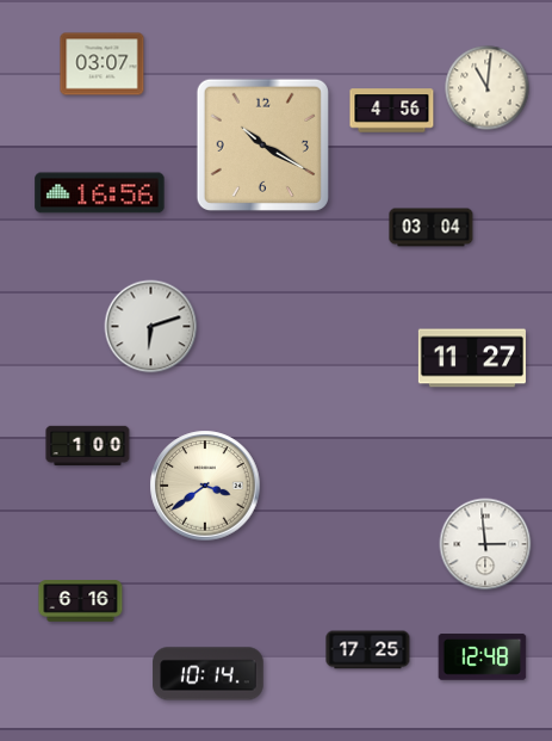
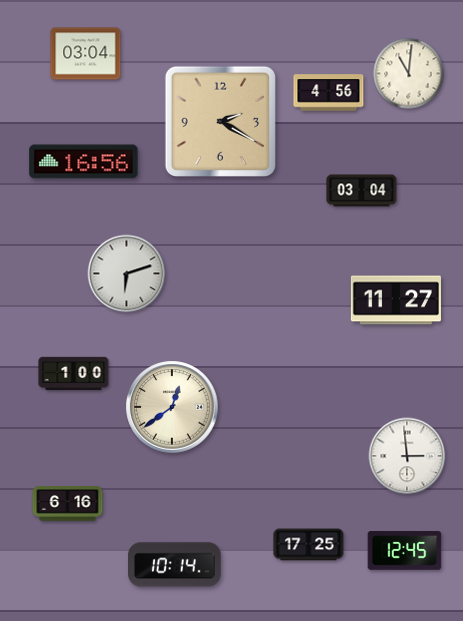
clock at (103, 64): 03:07 -> 03:04
clock at (262, 144): 10:20 -> 2:20
clock at (205, 486): 3:39 -> 12:39
clock at (483, 657): 12:48 -> 12:45
